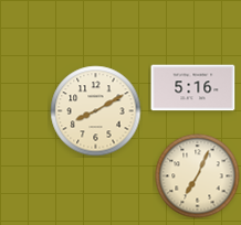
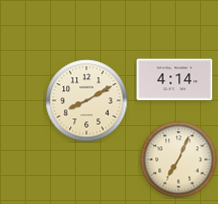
clock at (193, 88): 5:16 -> 4:14
